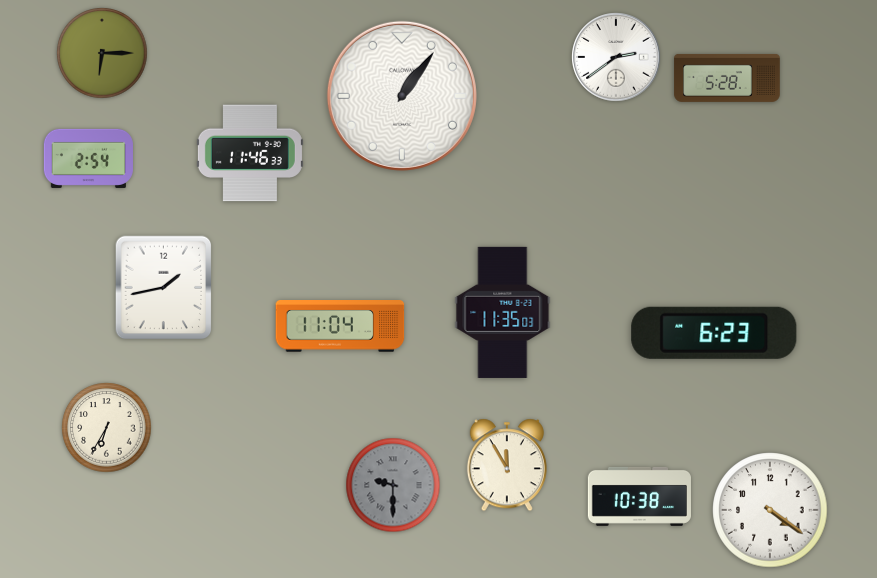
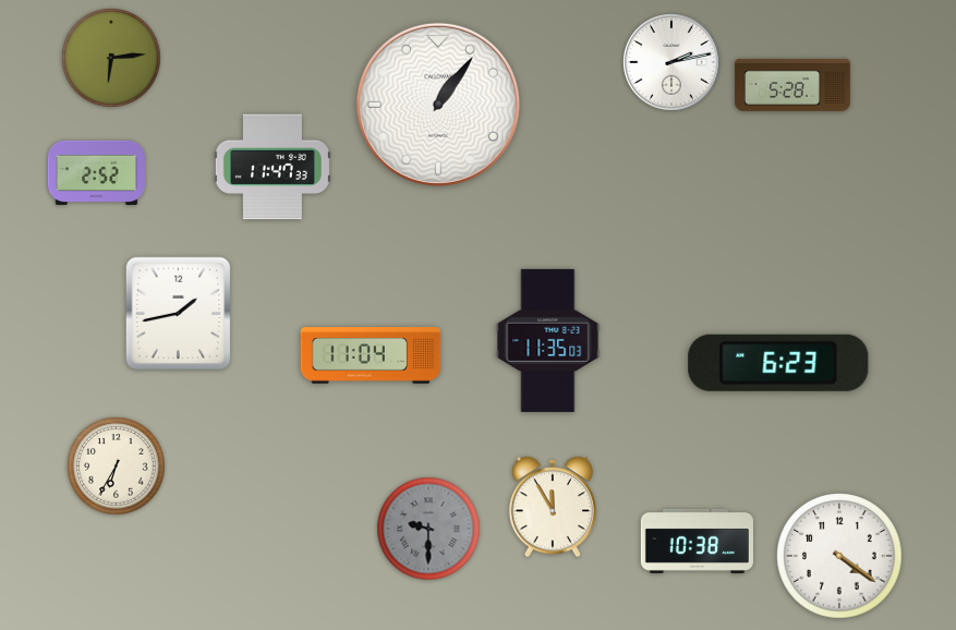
clock at (102, 53): 6:15 -> 6:14
clock at (616, 57): 2:39 -> 2:13
clock at (250, 153): 11:46 -> 11:47
clock at (88, 158): 2:54 -> 2:52
